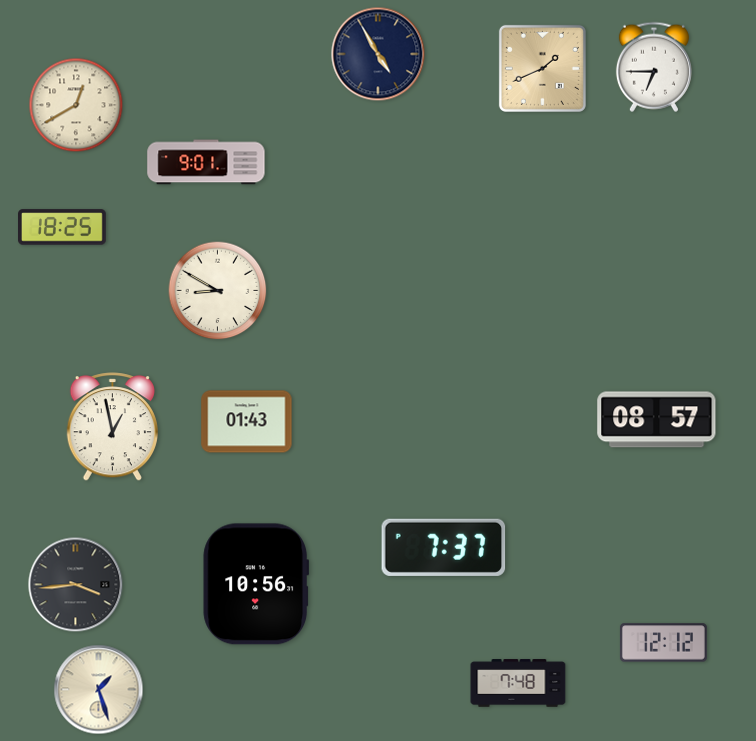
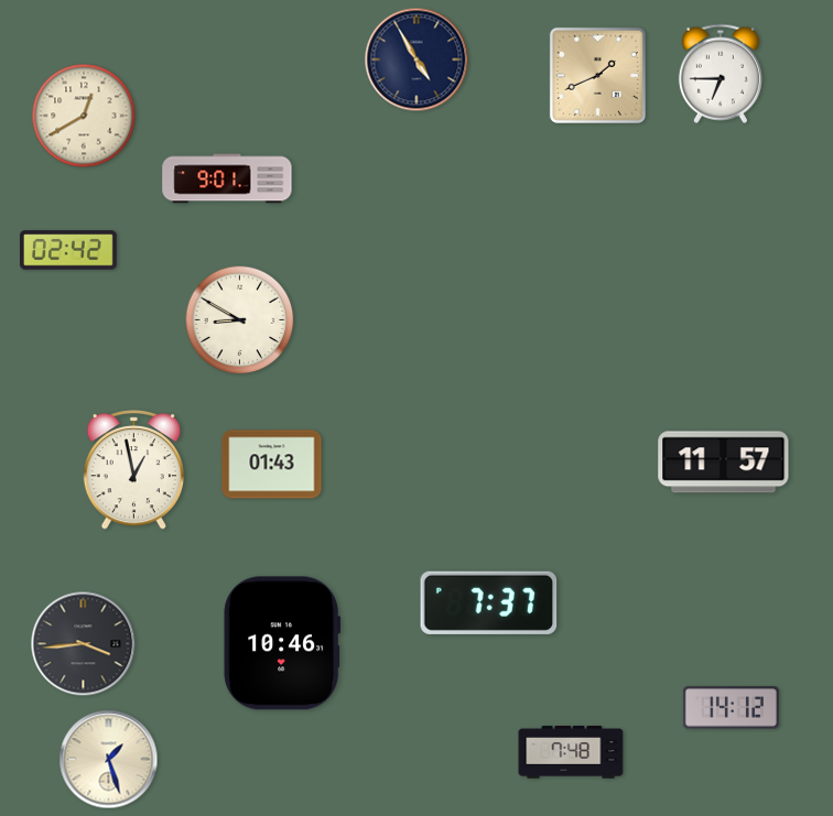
clock at (63, 227): 18:25 -> 02:42
clock at (657, 420): 08:57 -> 11:57
clock at (112, 427) position: (112, 427) -> (133, 470)
clock at (256, 584): 10:56 -> 10:46
clock at (663, 643): 12:12 -> 14:12
